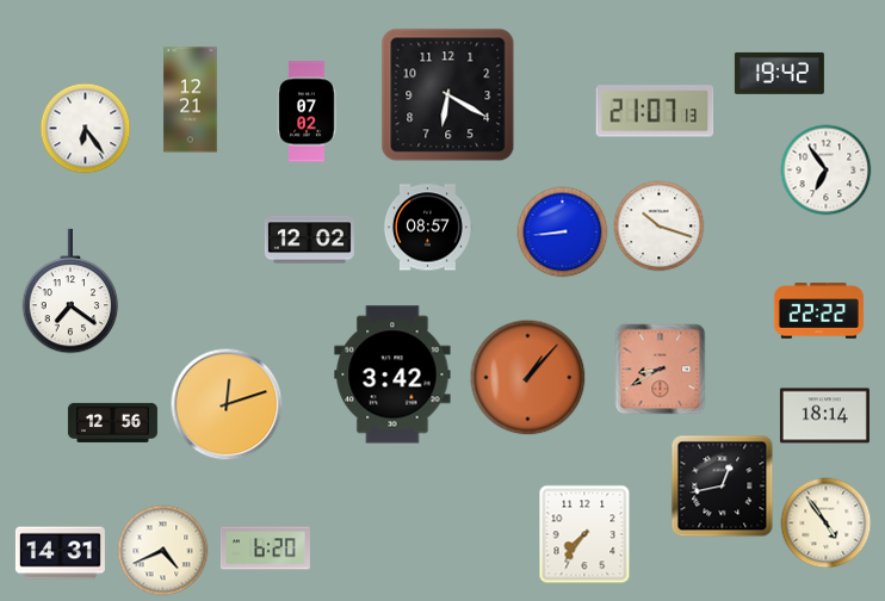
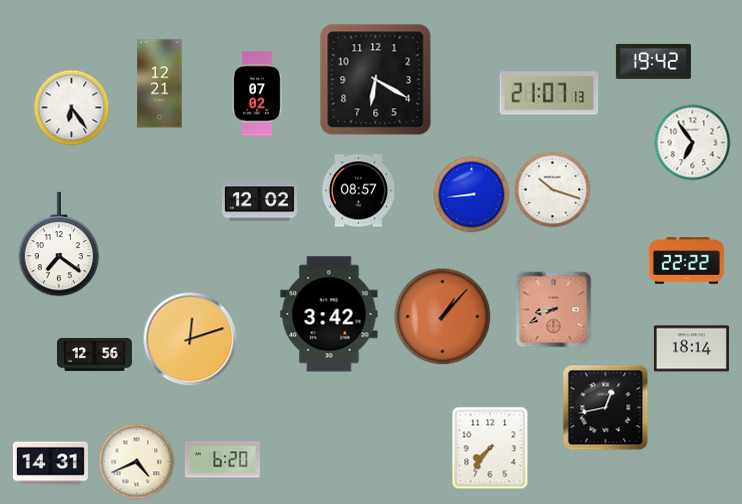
clock at (827, 523): 4:54 -> none
